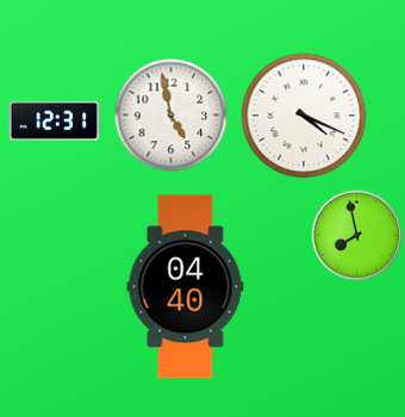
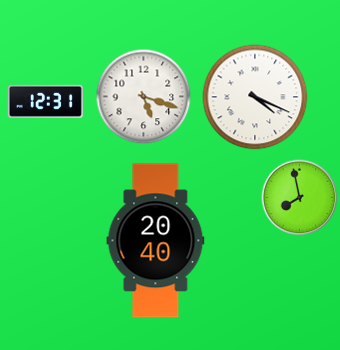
clock at (172, 116): 4:58 -> 5:18
clock at (186, 287): 04:40 -> 20:40
